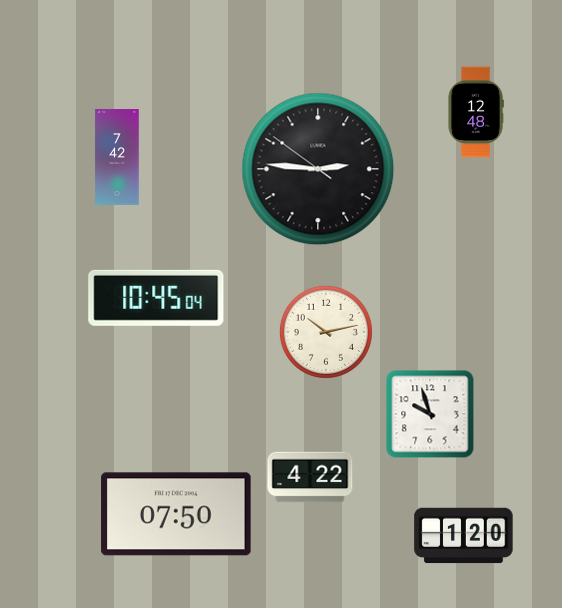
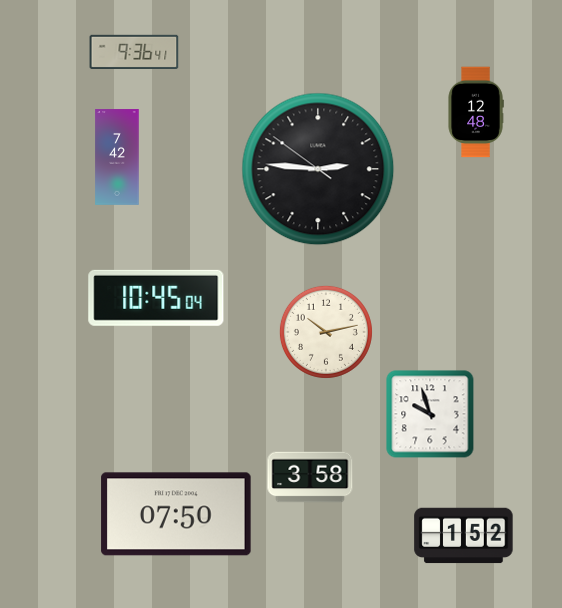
clock at (134, 51): none -> 9:36
clock at (310, 477): 4:22 -> 3:58
clock at (464, 536): 1:20 -> 1:52
